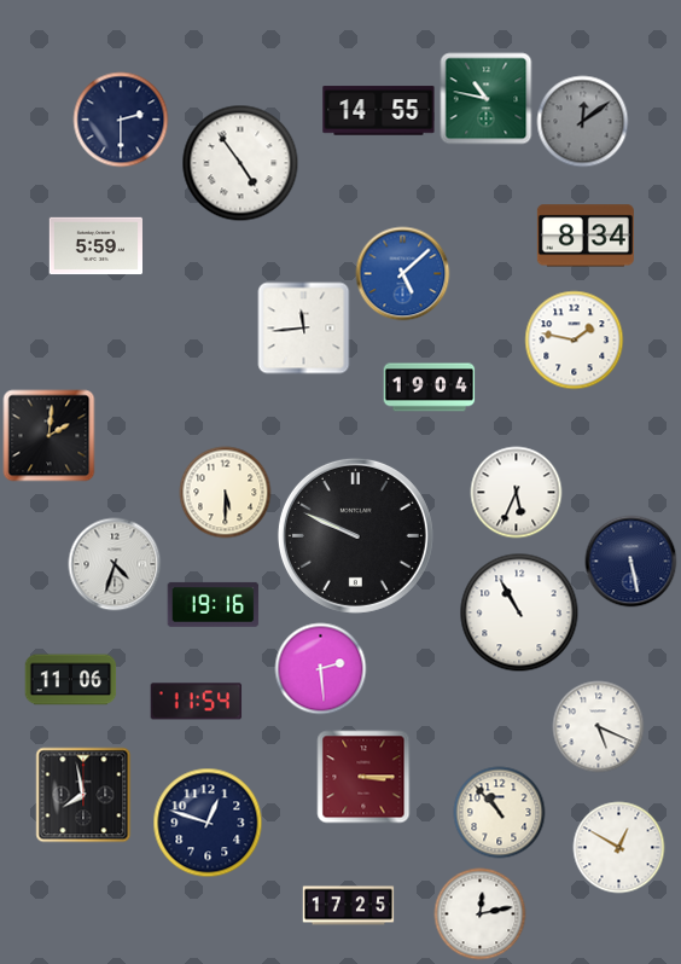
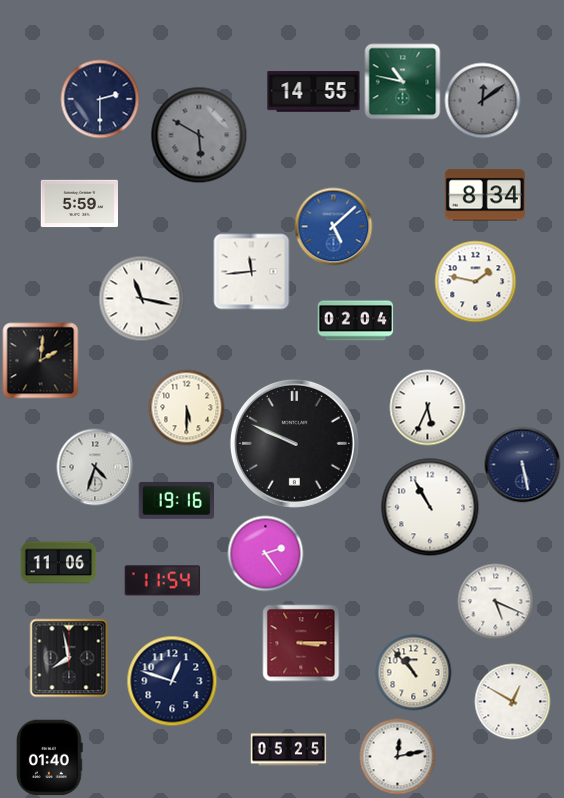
clock at (240, 163): 4:54 -> 5:50
clock at (240, 163) dial: white -> grey
clock at (142, 299): none -> 11:17
clock at (430, 388): 19:04 -> 02:04
clock at (321, 669): 2:29 -> 2:24
clock at (349, 906): 17:25 -> 05:25
clock at (50, 758): none -> 01:40
